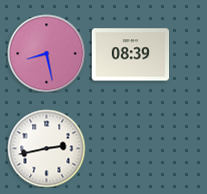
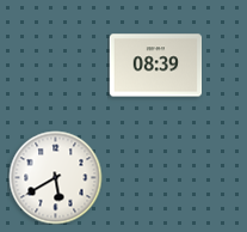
clock at (46, 53): 8:28 -> none
clock at (46, 148): 2:43 -> 5:40
